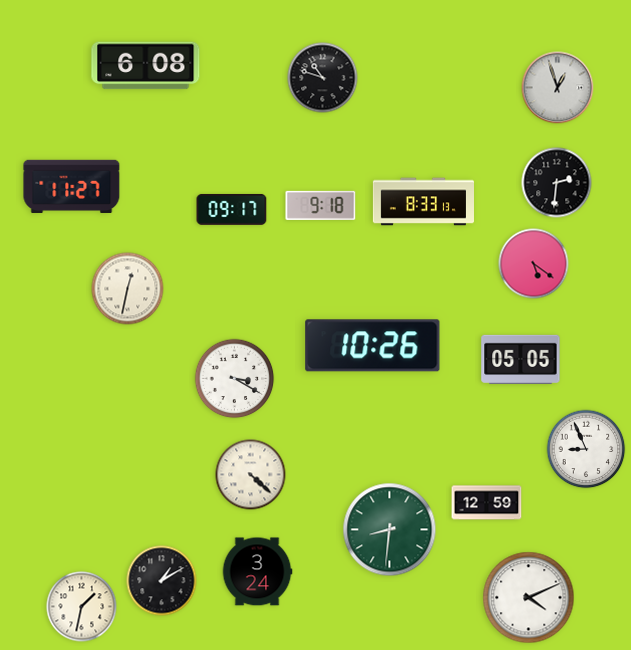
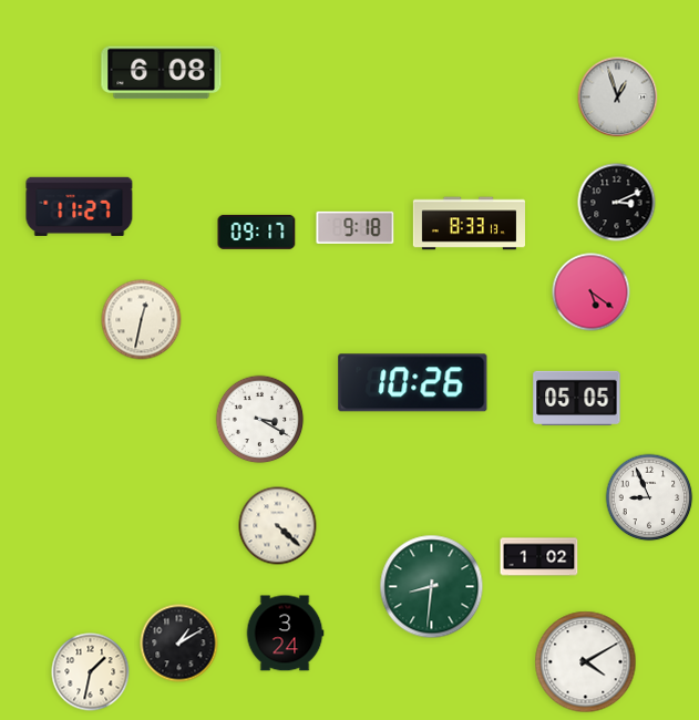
clock at (323, 78): 10:48 -> none
clock at (557, 183): 2:31 -> 3:11
clock at (487, 503): 12:59 -> 1:02
clock at (529, 598): 4:11 -> 4:10
